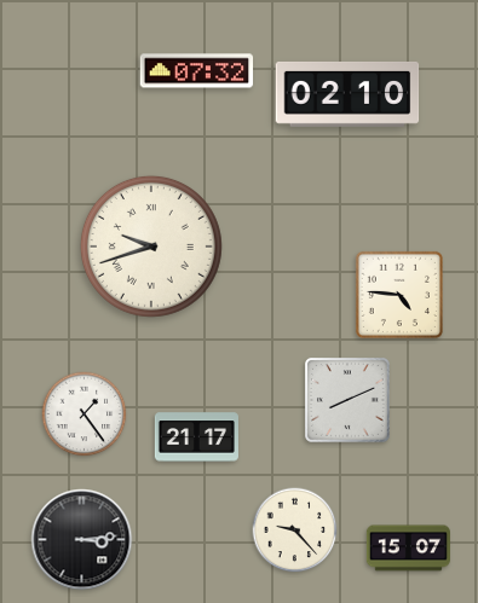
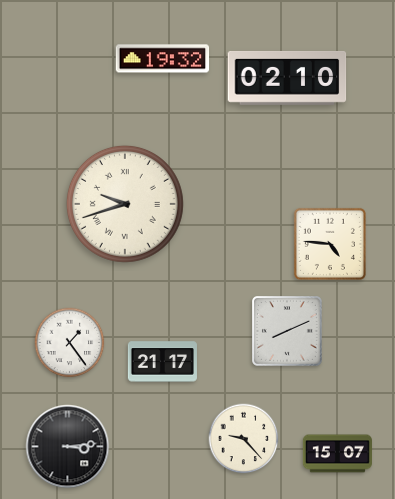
clock at (197, 71): 07:32 -> 19:32
